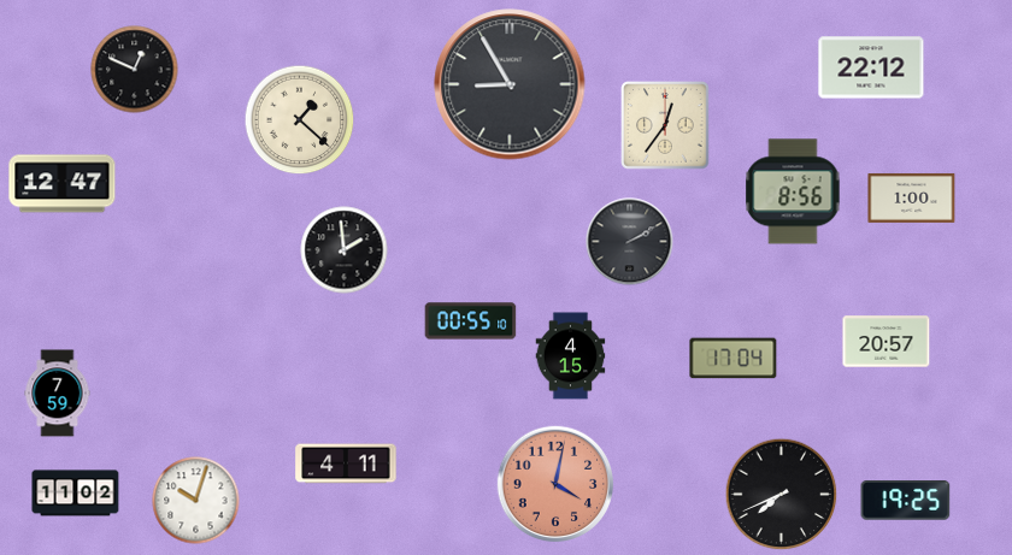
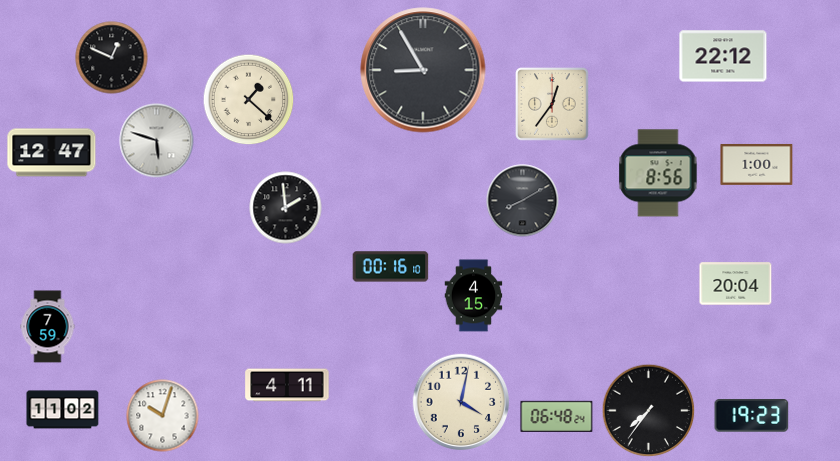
clock at (157, 141): none -> 5:48
clock at (793, 191) position: (793, 191) -> (658, 173)
clock at (630, 242): 2:10 -> 8:10
clock at (471, 321): 00:55 -> 00:16
clock at (887, 342): 20:57 -> 20:04
clock at (734, 359): 17:04 -> none
clock at (555, 484) dial: salmon -> cream
clock at (782, 495): 7:41 -> 7:36
clock at (557, 416): none -> 06:48
clock at (906, 501): 19:25 -> 19:23
